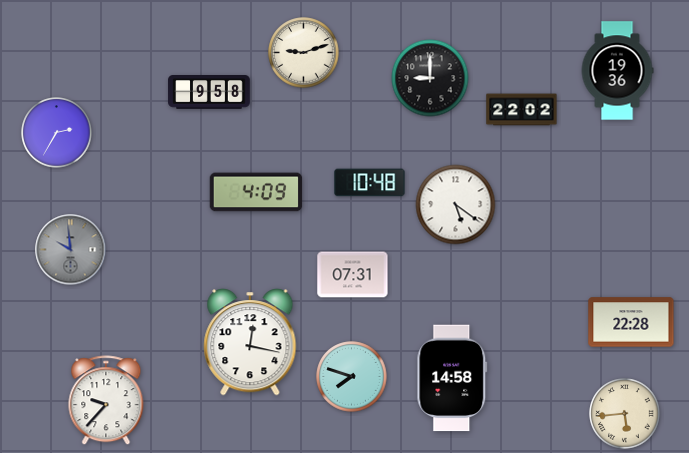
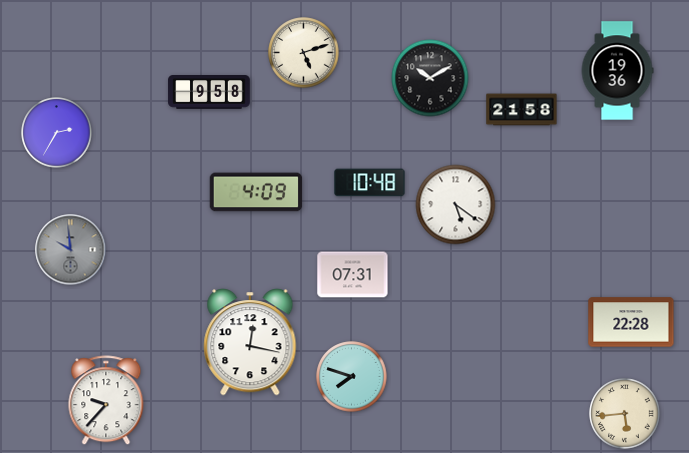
clock at (304, 53): 9:12 -> 5:12
clock at (430, 78): 9:00 -> 10:10
clock at (522, 110): 22:02 -> 21:58
clock at (452, 378): 14:58 -> none
